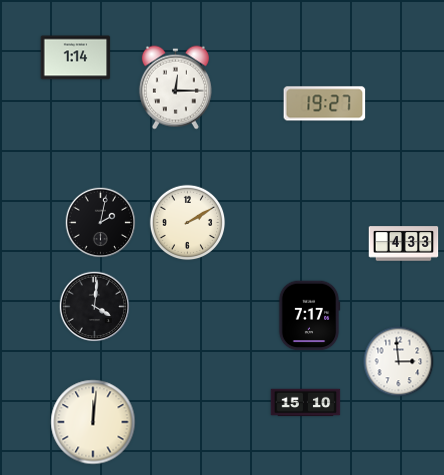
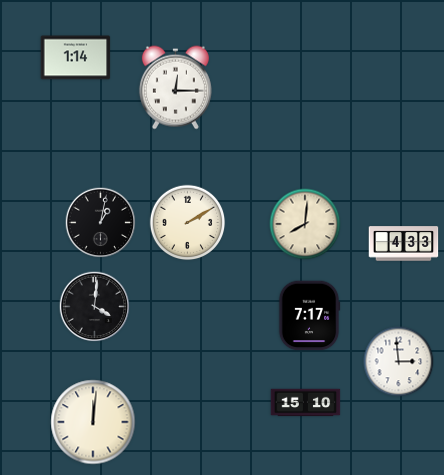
clock at (325, 104): 19:27 -> none
clock at (101, 223): 2:02 -> 1:02
clock at (305, 224): none -> 8:01
